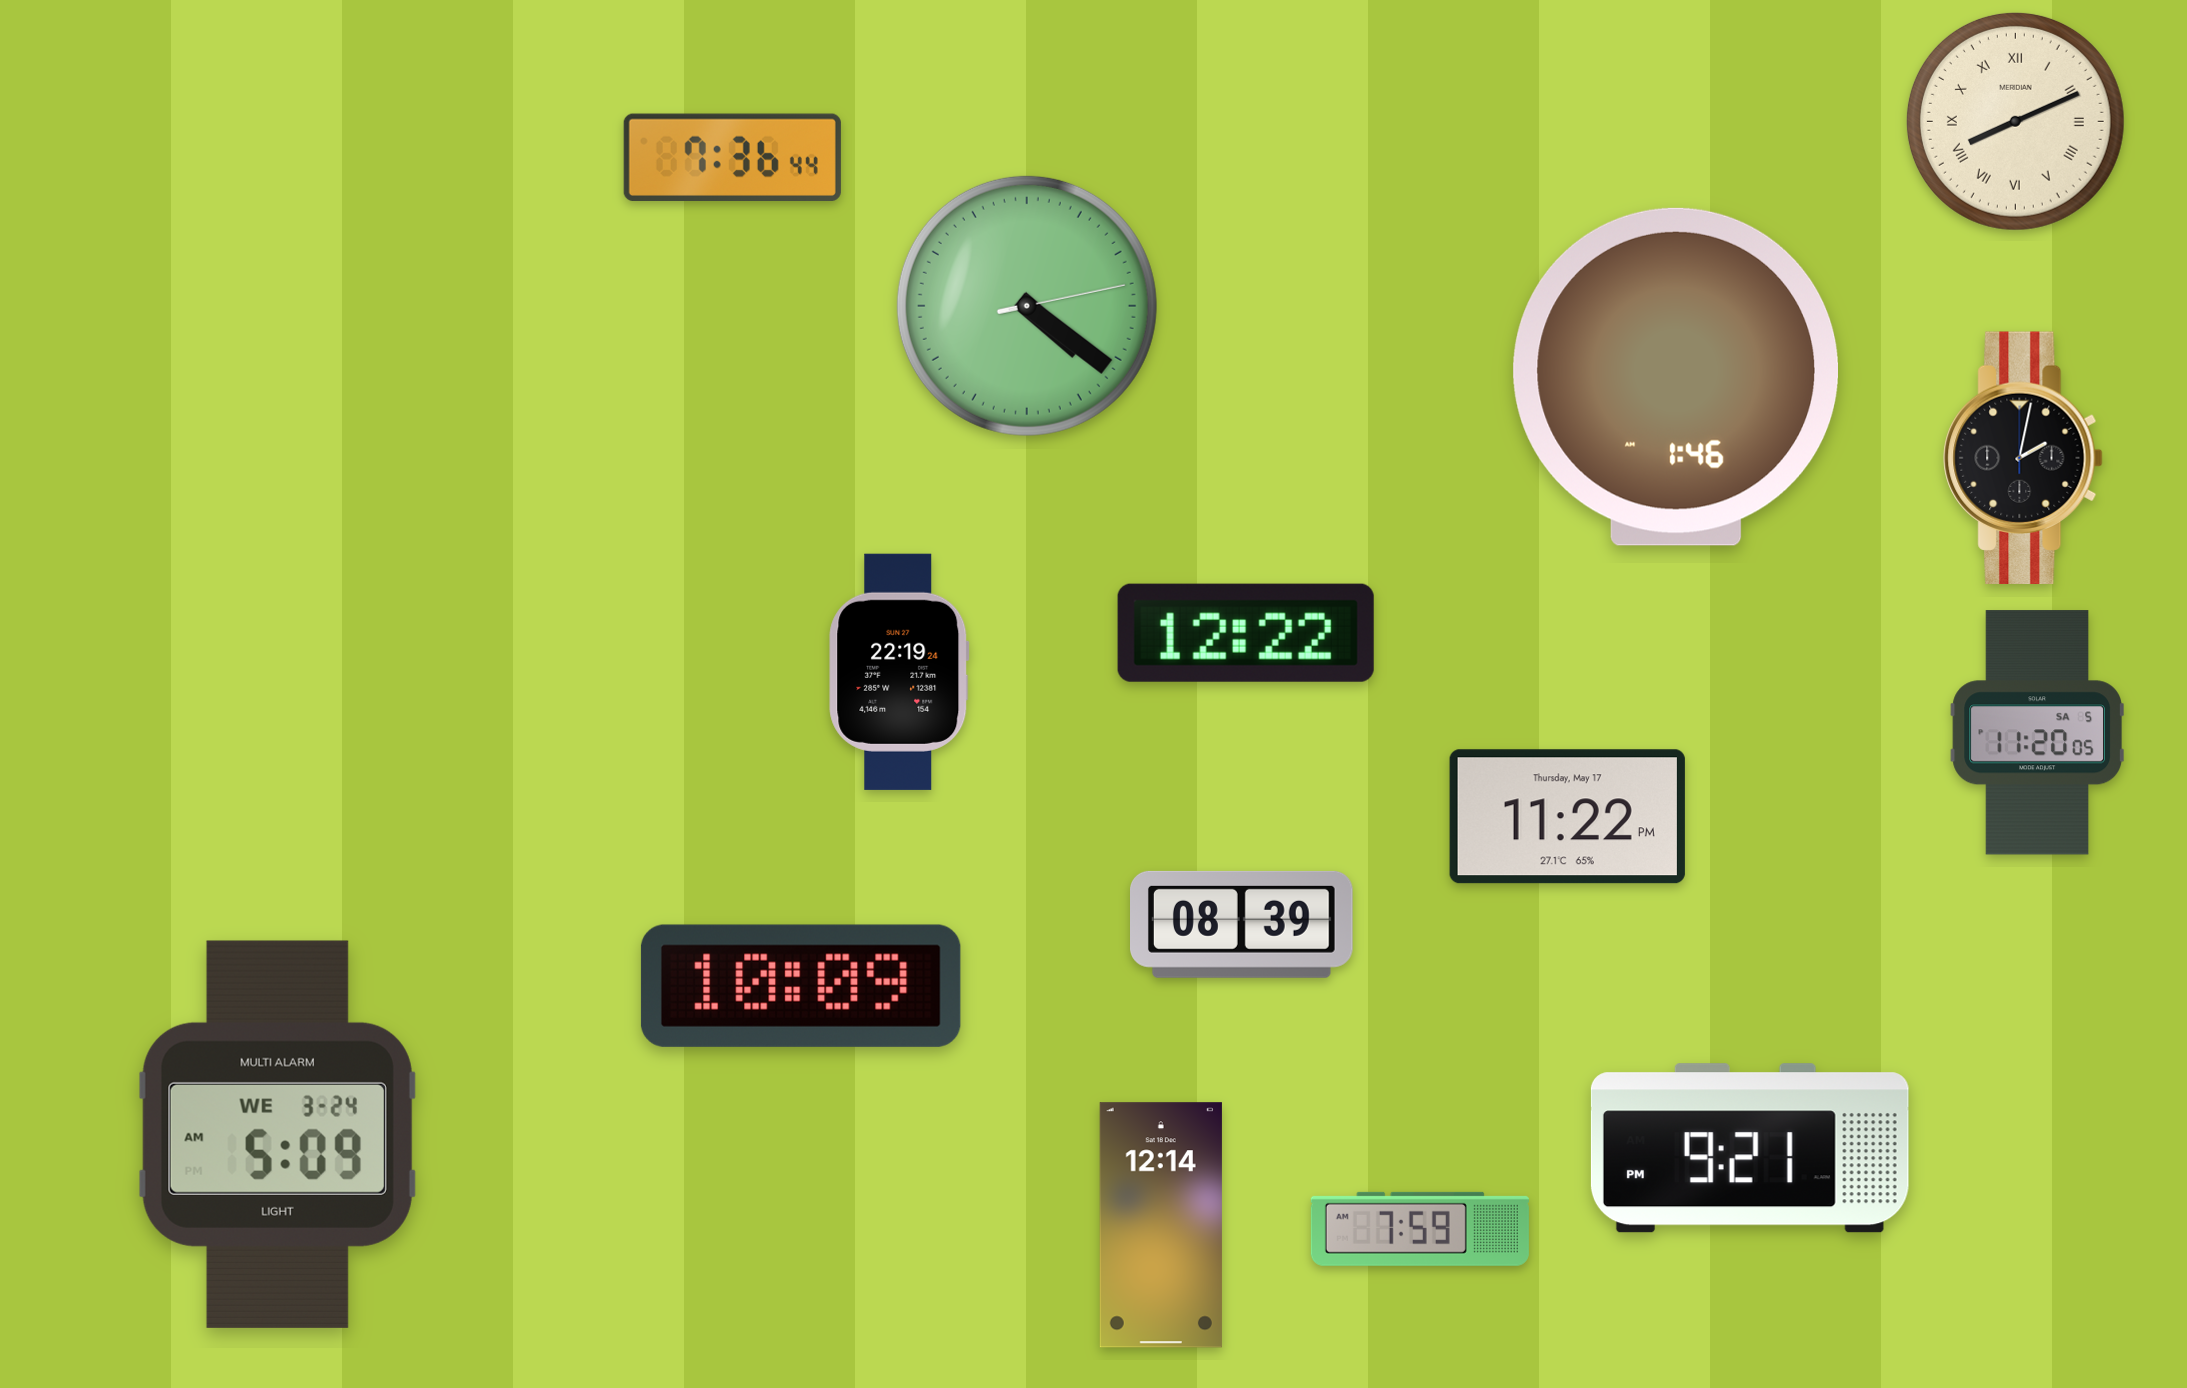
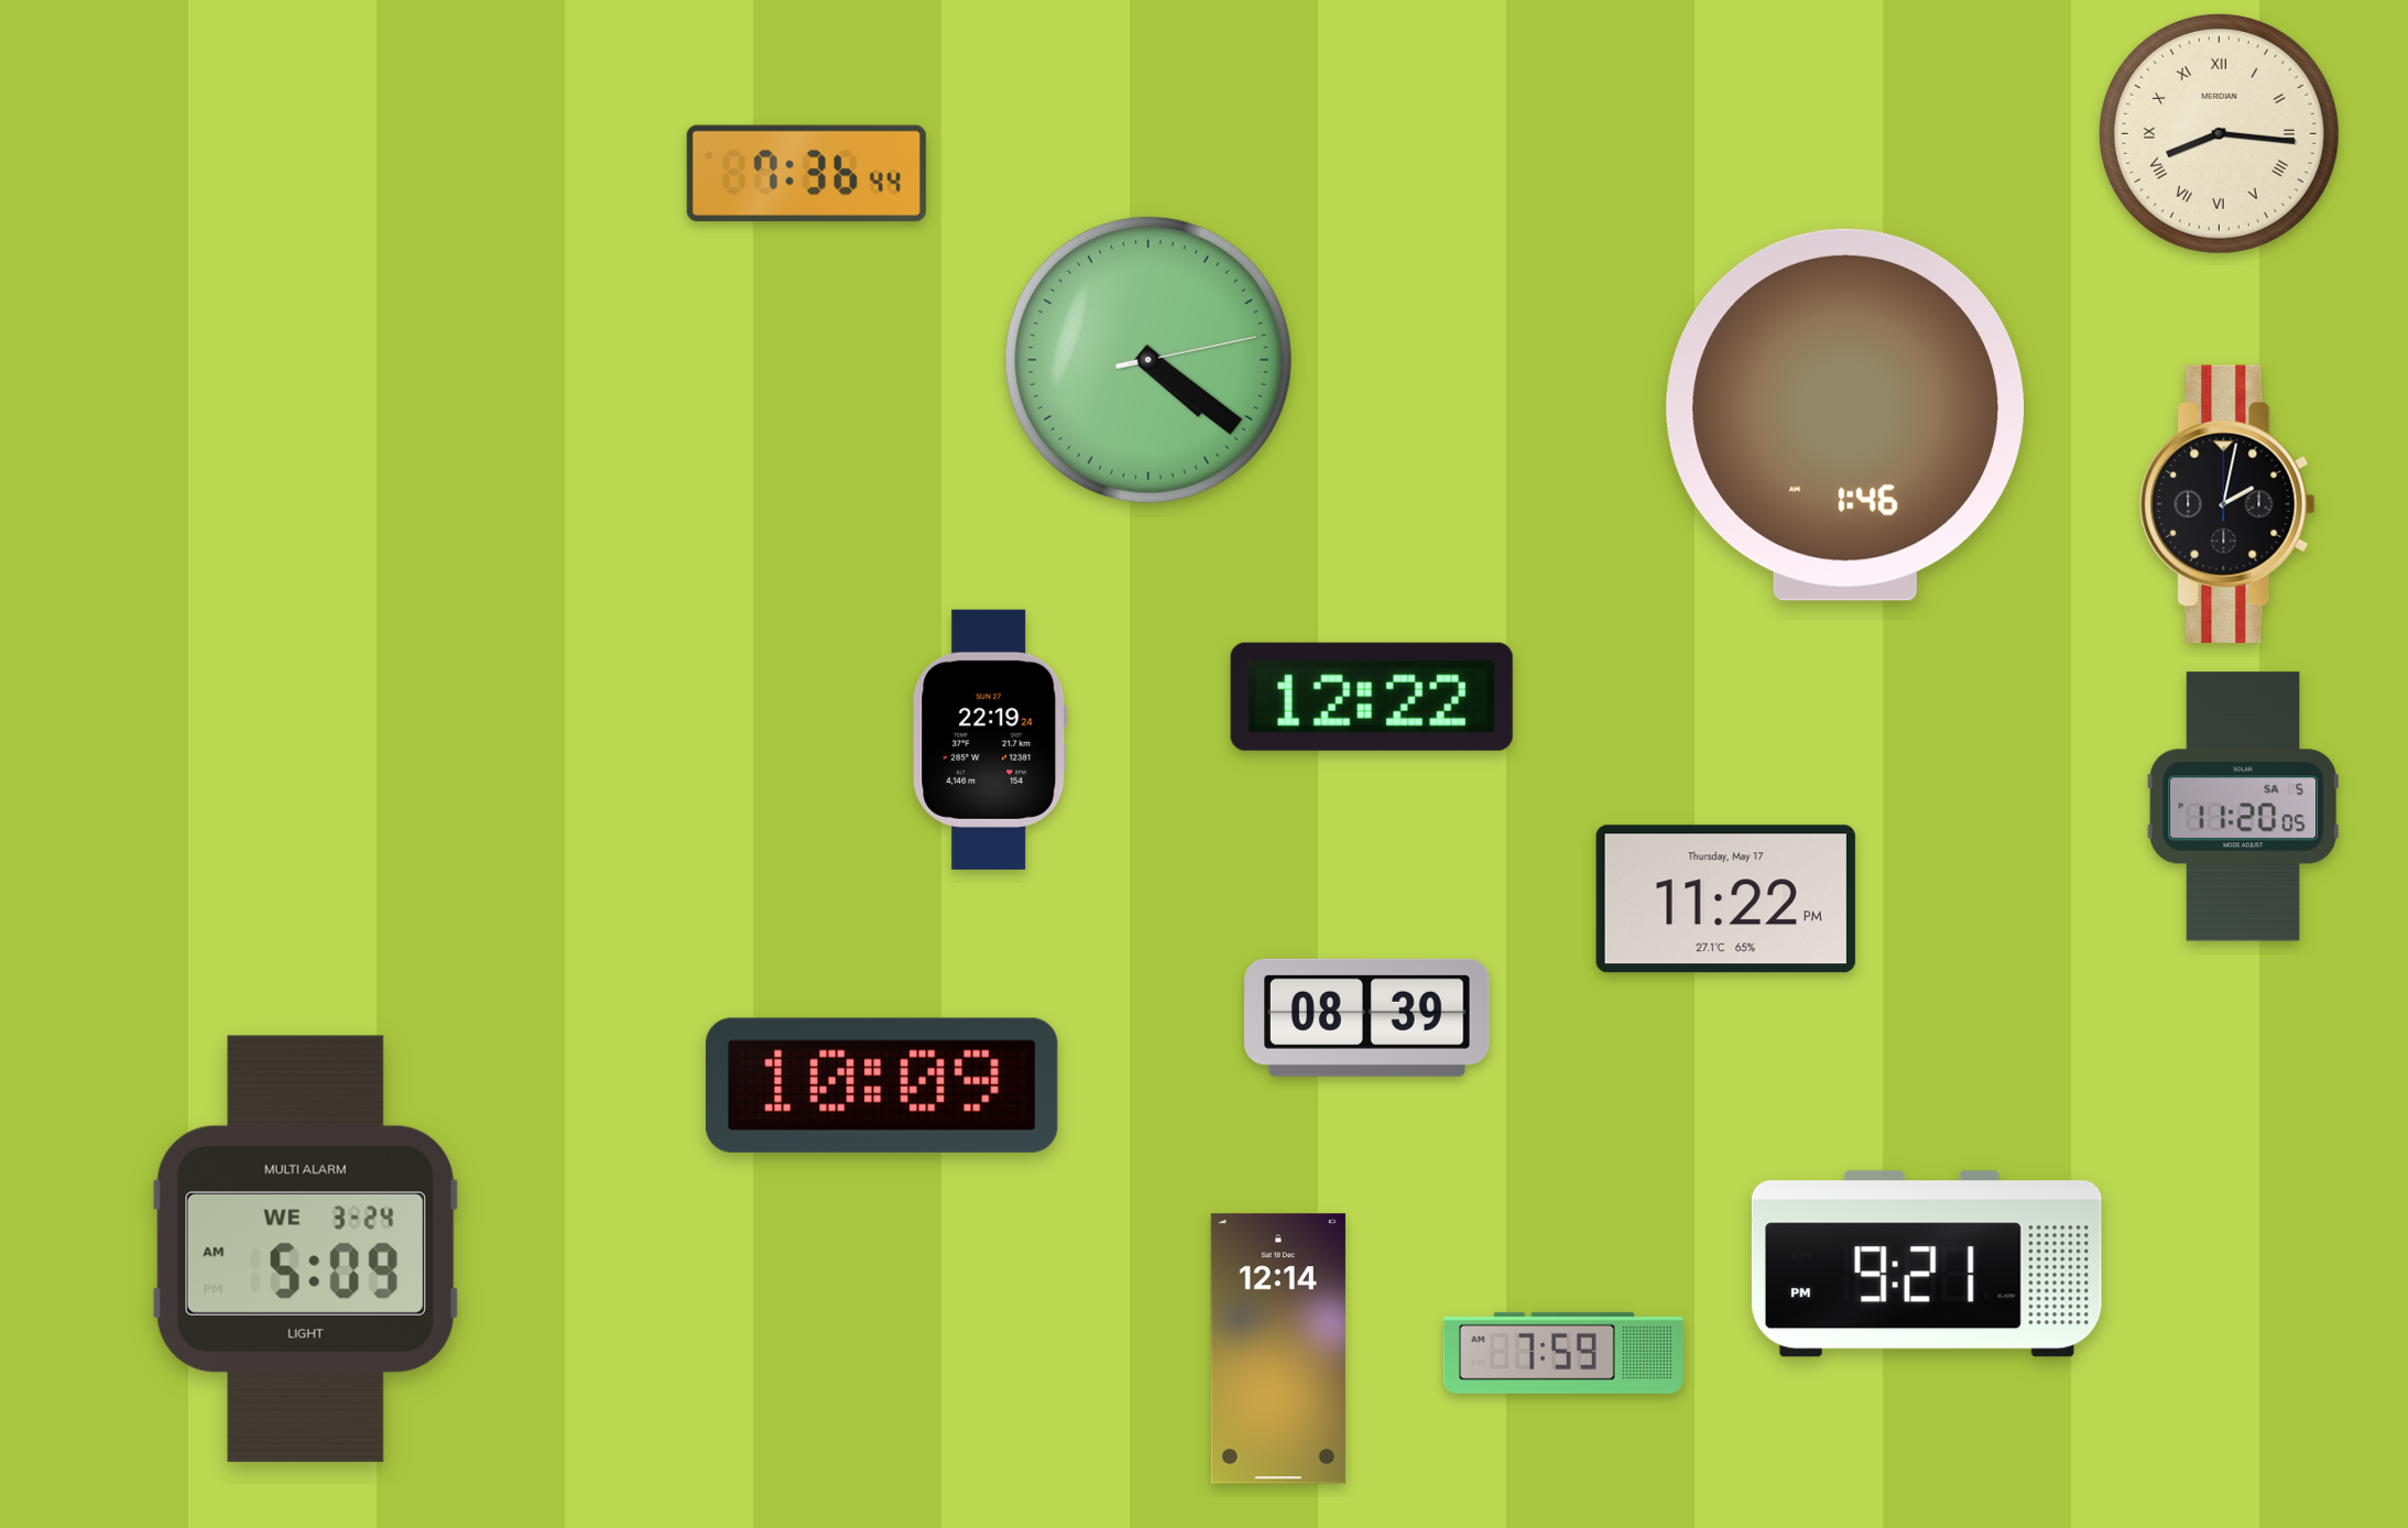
clock at (2015, 121): 8:11 -> 8:16
clock at (1027, 306) position: (1027, 306) -> (1148, 360)
